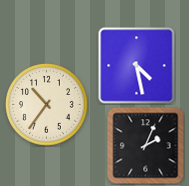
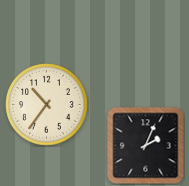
clock at (137, 66): 4:28 -> none
